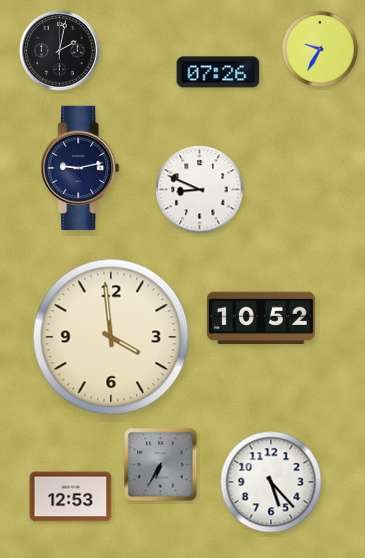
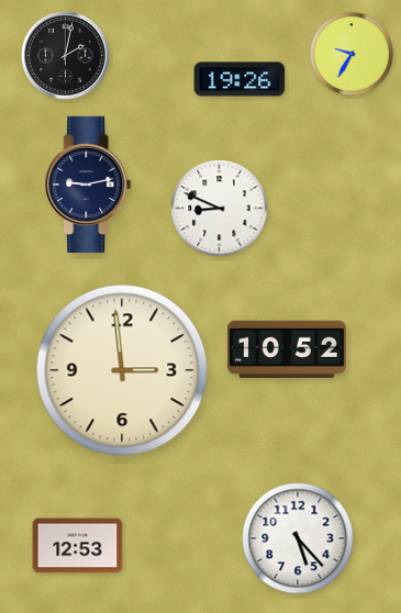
clock at (218, 72): 07:26 -> 19:26
clock at (111, 337): 3:59 -> 2:59
clock at (161, 465): 6:35 -> none
clock at (271, 482) position: (271, 482) -> (298, 538)
